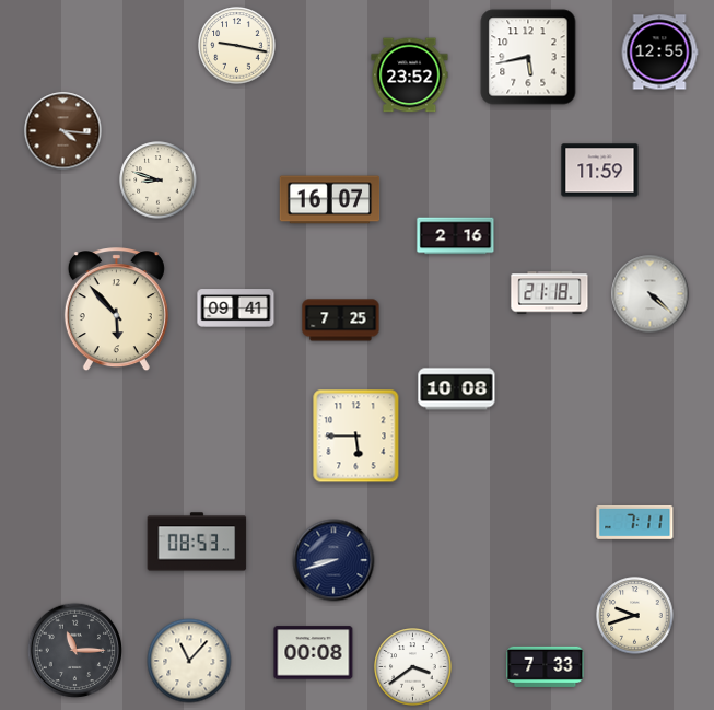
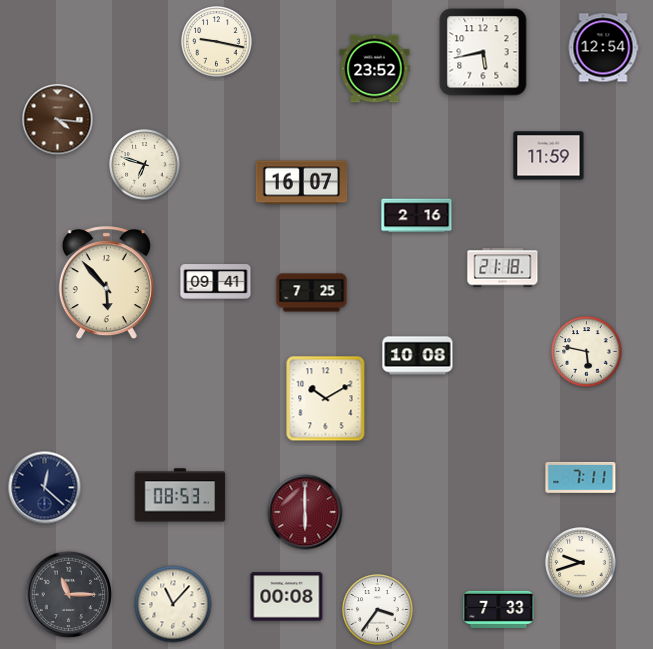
clock at (659, 53): 12:55 -> 12:54
clock at (159, 181): 8:48 -> 6:48
clock at (651, 294): 4:22 -> none
clock at (587, 352): none -> 5:47
clock at (356, 437): 5:45 -> 10:10
clock at (45, 488): none -> 12:22
clock at (333, 560): 8:42 -> 6:00
clock at (333, 560) dial: navy -> burgundy
clock at (413, 667): 3:39 -> 3:36
